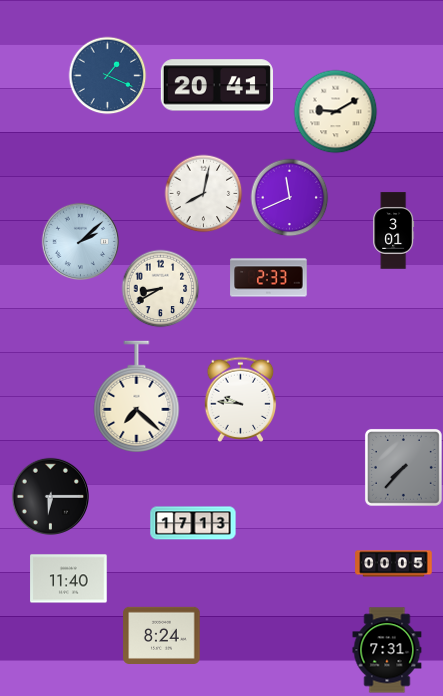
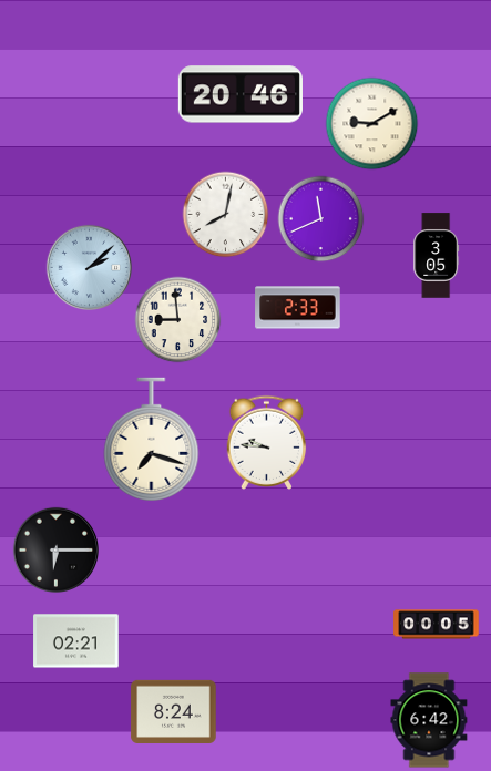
clock at (107, 75): 1:19 -> none
clock at (217, 85): 20:41 -> 20:46
clock at (394, 231): 3:01 -> 3:05
clock at (160, 288): 8:40 -> 8:59
clock at (137, 397): 7:22 -> 7:18
clock at (403, 467): 7:37 -> none
clock at (193, 523): 17:13 -> none
clock at (69, 579): 11:40 -> 02:21
clock at (162, 635) position: (162, 635) -> (174, 711)
clock at (387, 650): 7:31 -> 6:42
